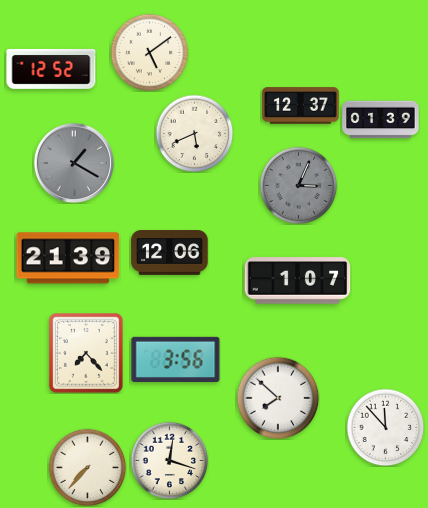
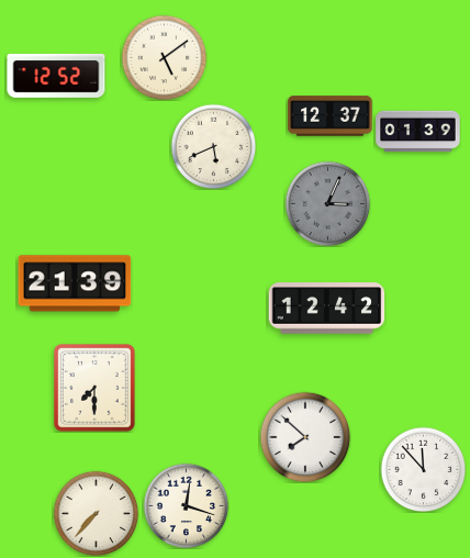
clock at (73, 162): 1:20 -> none
clock at (170, 253): 12:06 -> none
clock at (298, 281): 1:07 -> 12:42
clock at (87, 354): 7:23 -> 7:30
clock at (176, 359): 3:56 -> none
